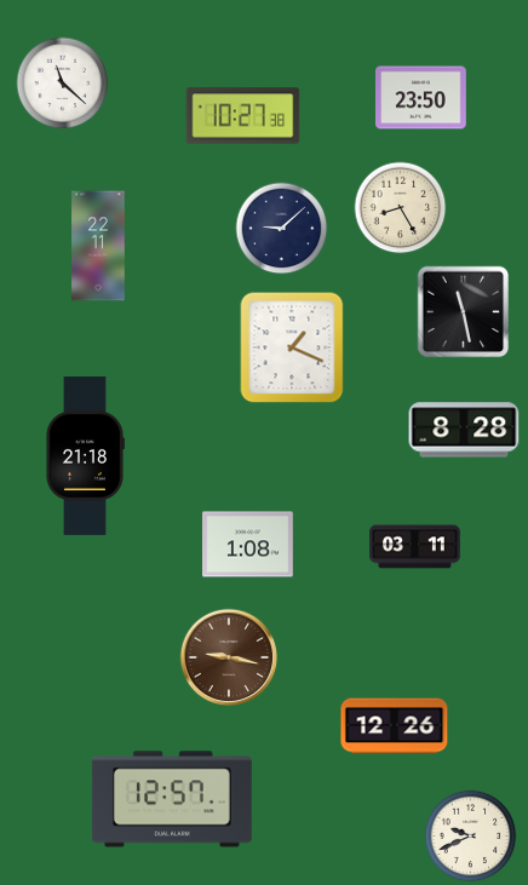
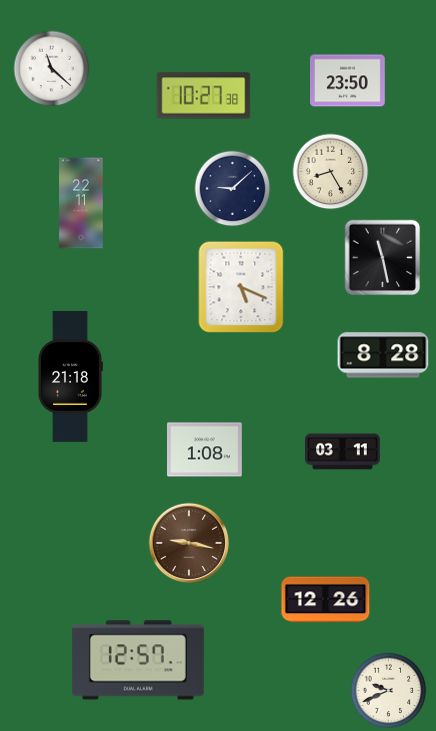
clock at (243, 116) position: (243, 116) -> (204, 96)
clock at (292, 347): 1:19 -> 5:19
clock at (172, 799) position: (172, 799) -> (138, 660)
